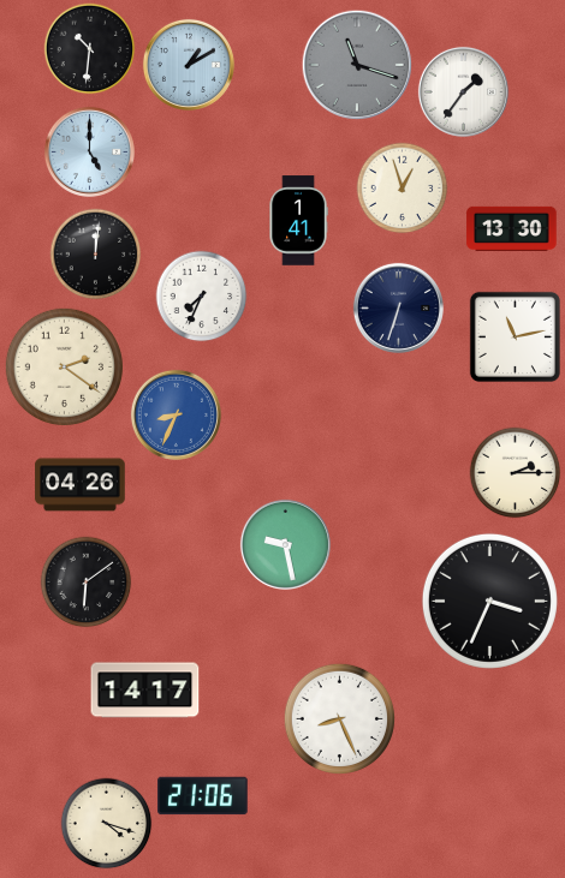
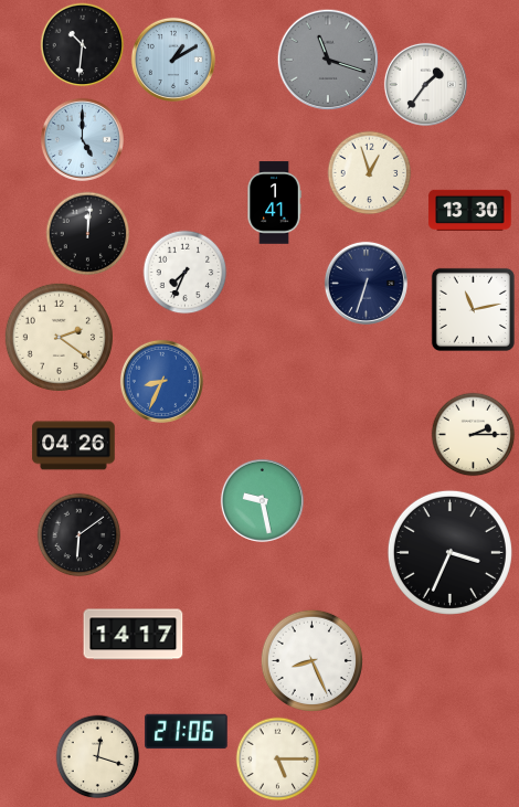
clock at (107, 824): 4:18 -> 12:18
clock at (278, 760): none -> 5:15
